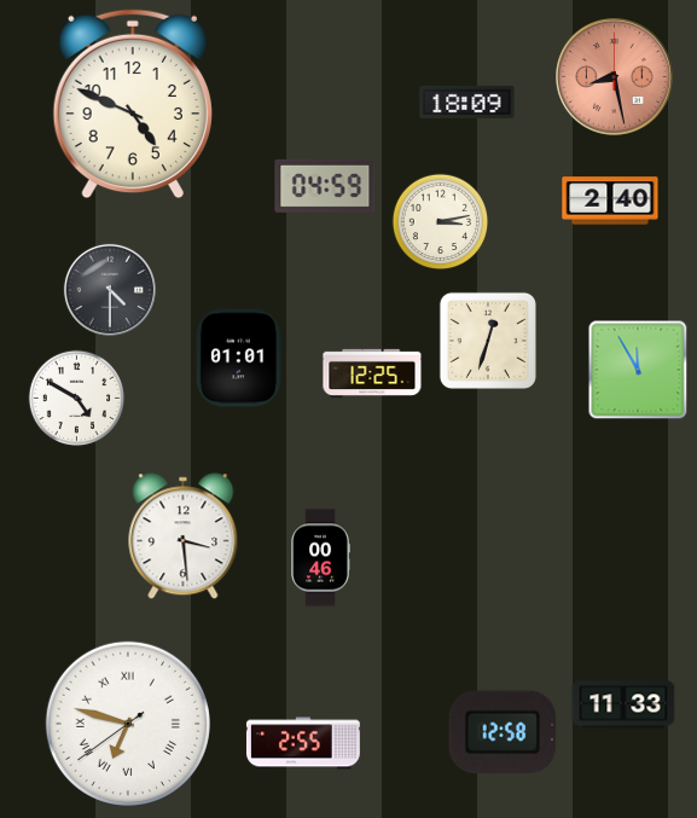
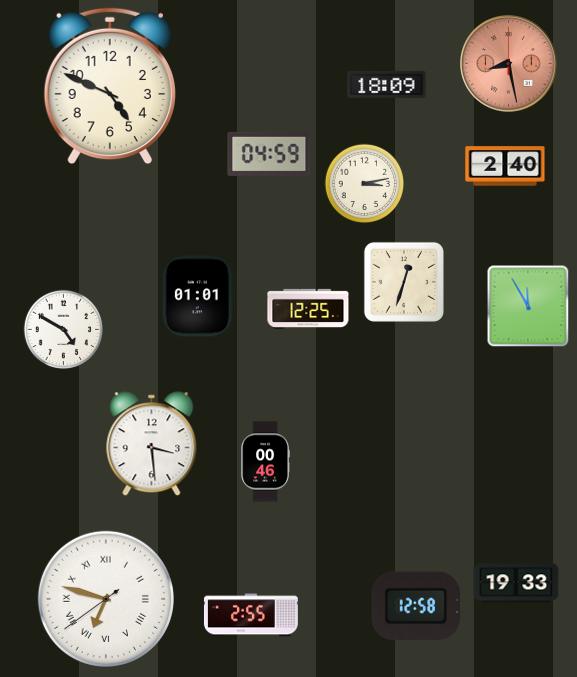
clock at (110, 290): 4:30 -> none
clock at (623, 704): 11:33 -> 19:33
